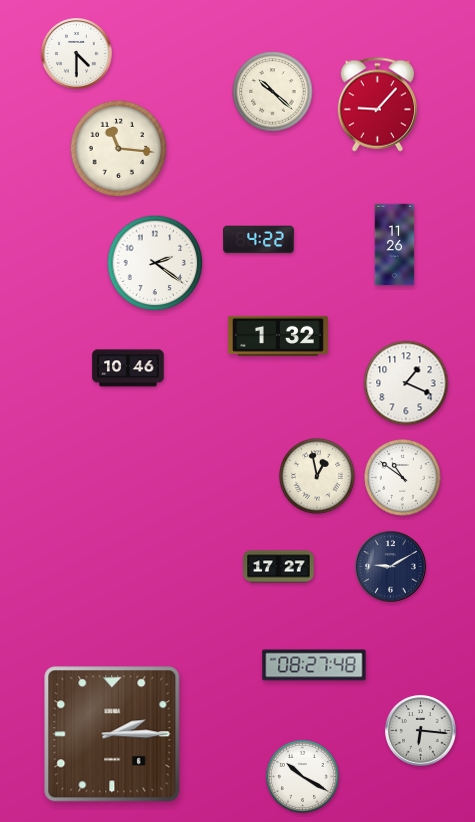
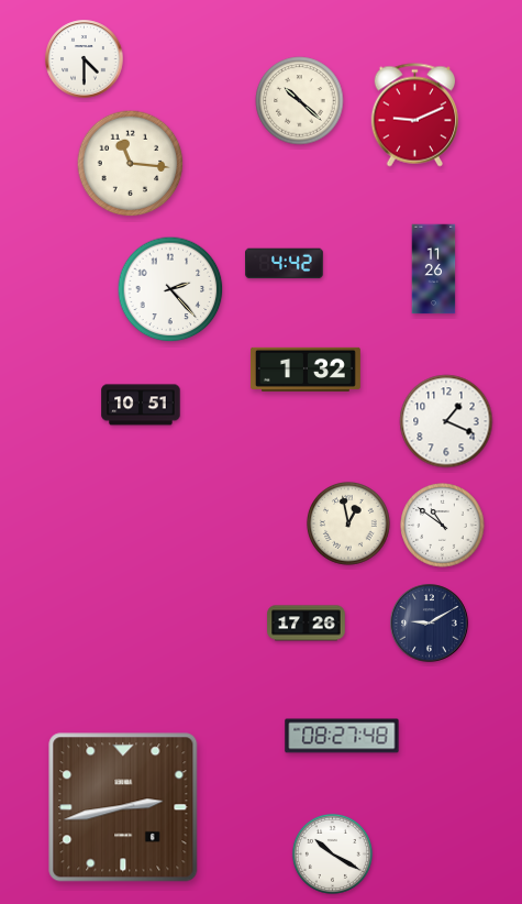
clock at (377, 105): 9:07 -> 9:11
clock at (259, 240): 4:22 -> 4:42
clock at (155, 263): 2:21 -> 2:23
clock at (128, 368): 10:46 -> 10:51
clock at (279, 567): 17:27 -> 17:26
clock at (314, 665) position: (314, 665) -> (342, 736)
clock at (421, 731): 6:16 -> none
clock at (112, 734): 2:15 -> 2:43
